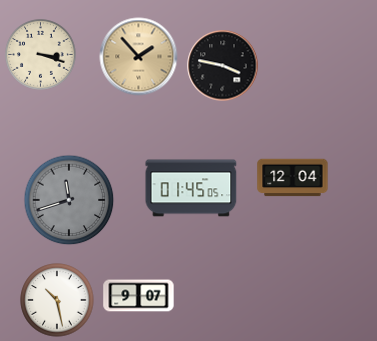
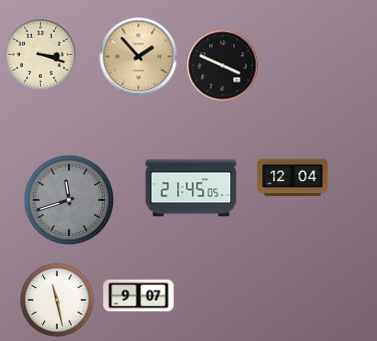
clock at (223, 66): 3:47 -> 3:49
clock at (191, 188): 01:45 -> 21:45
clock at (57, 300): 10:28 -> 11:28
